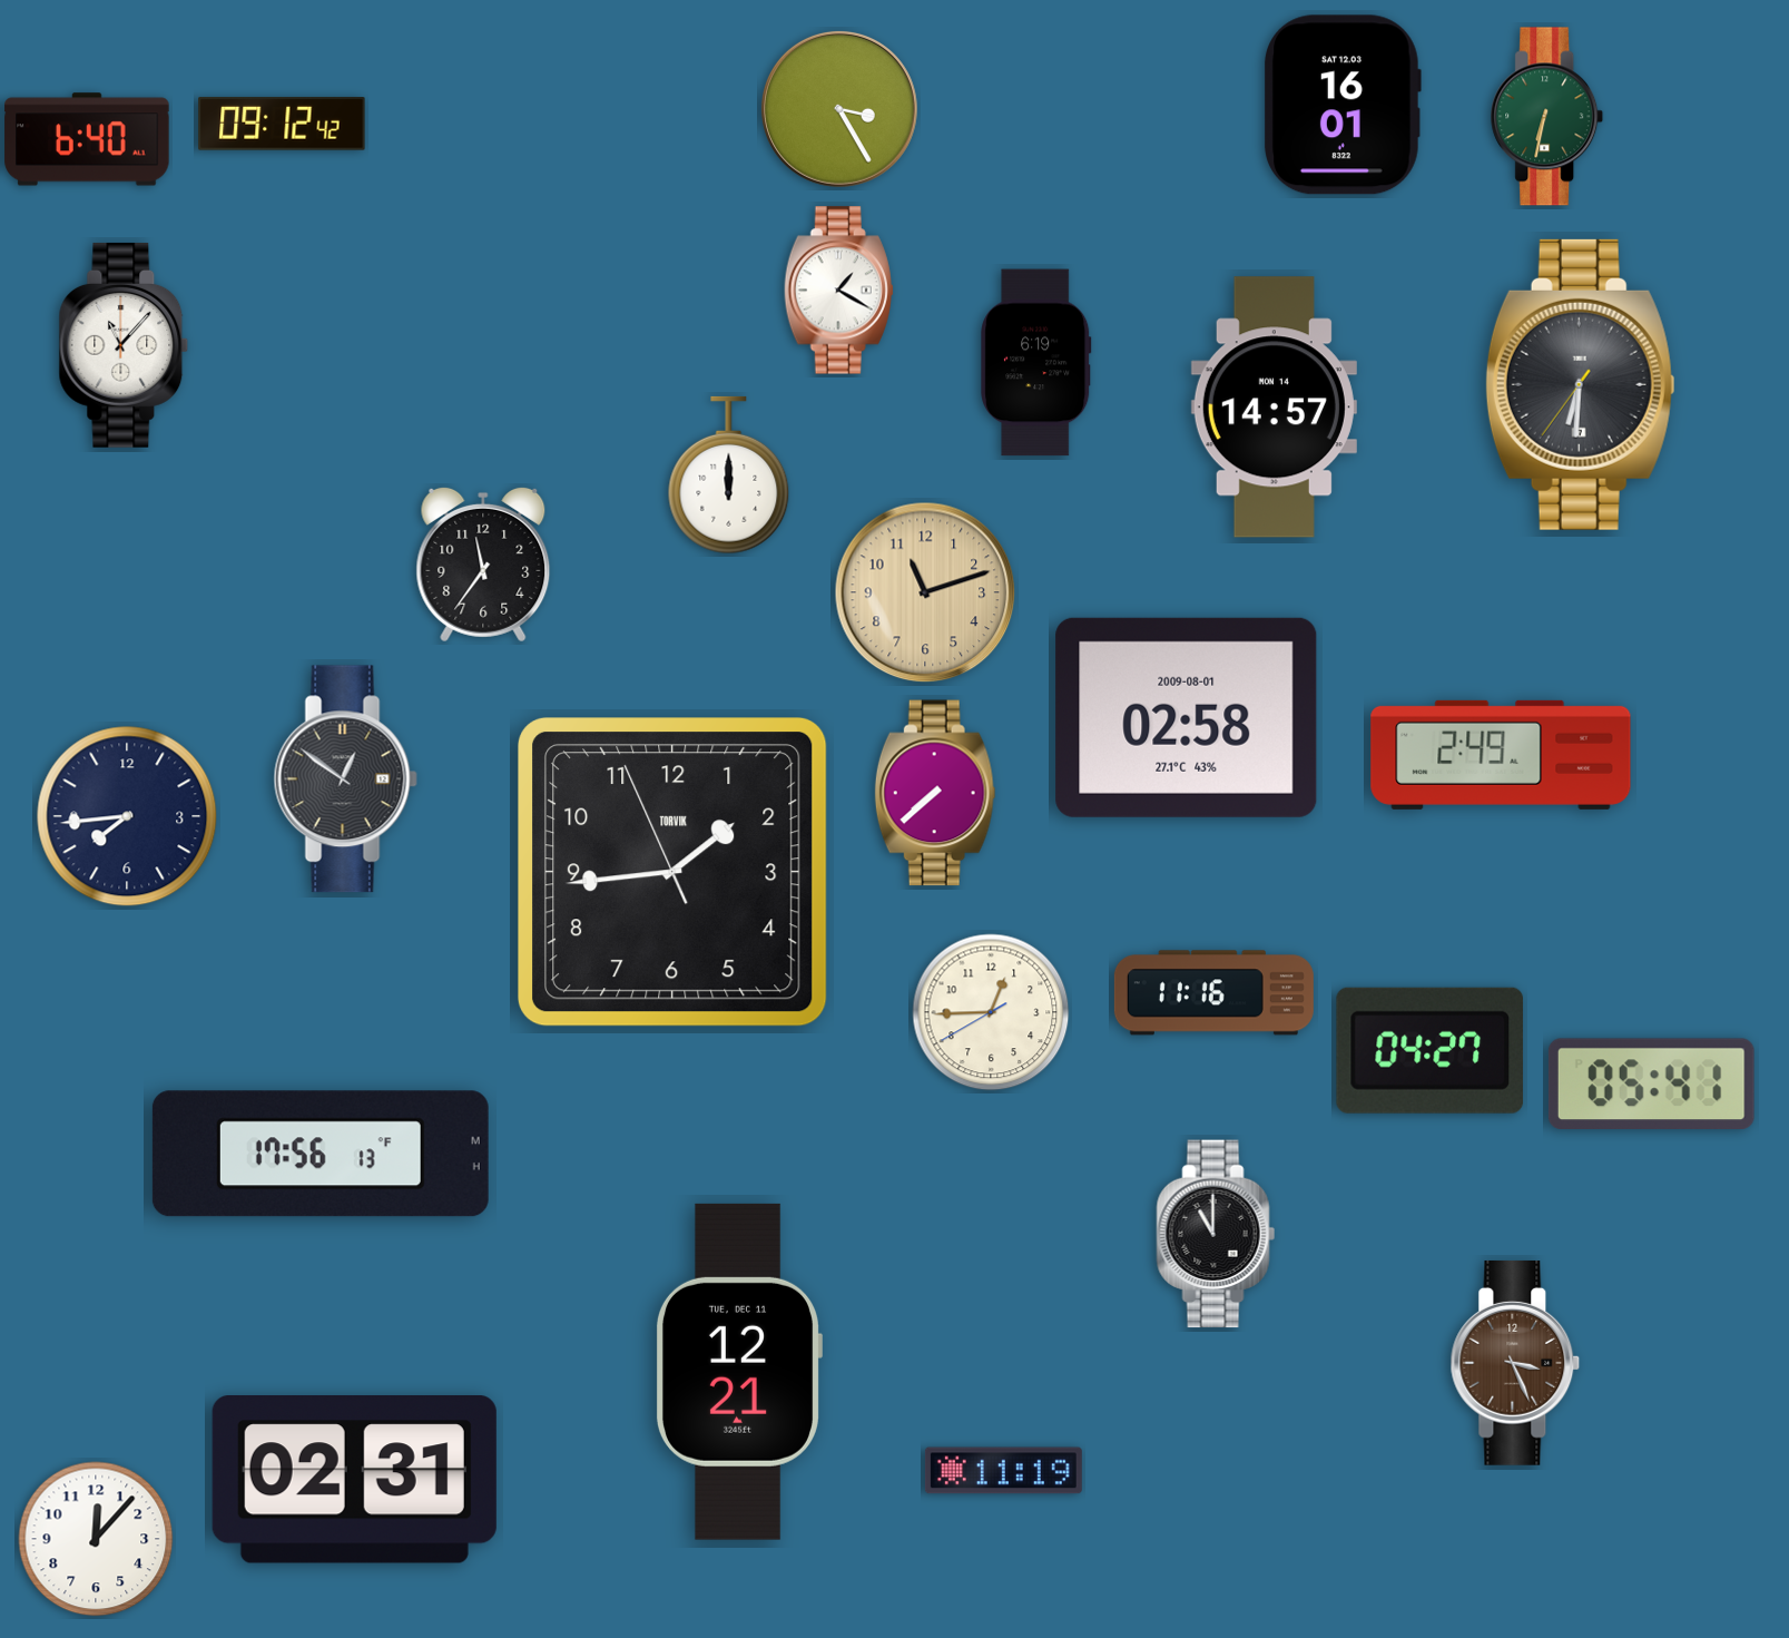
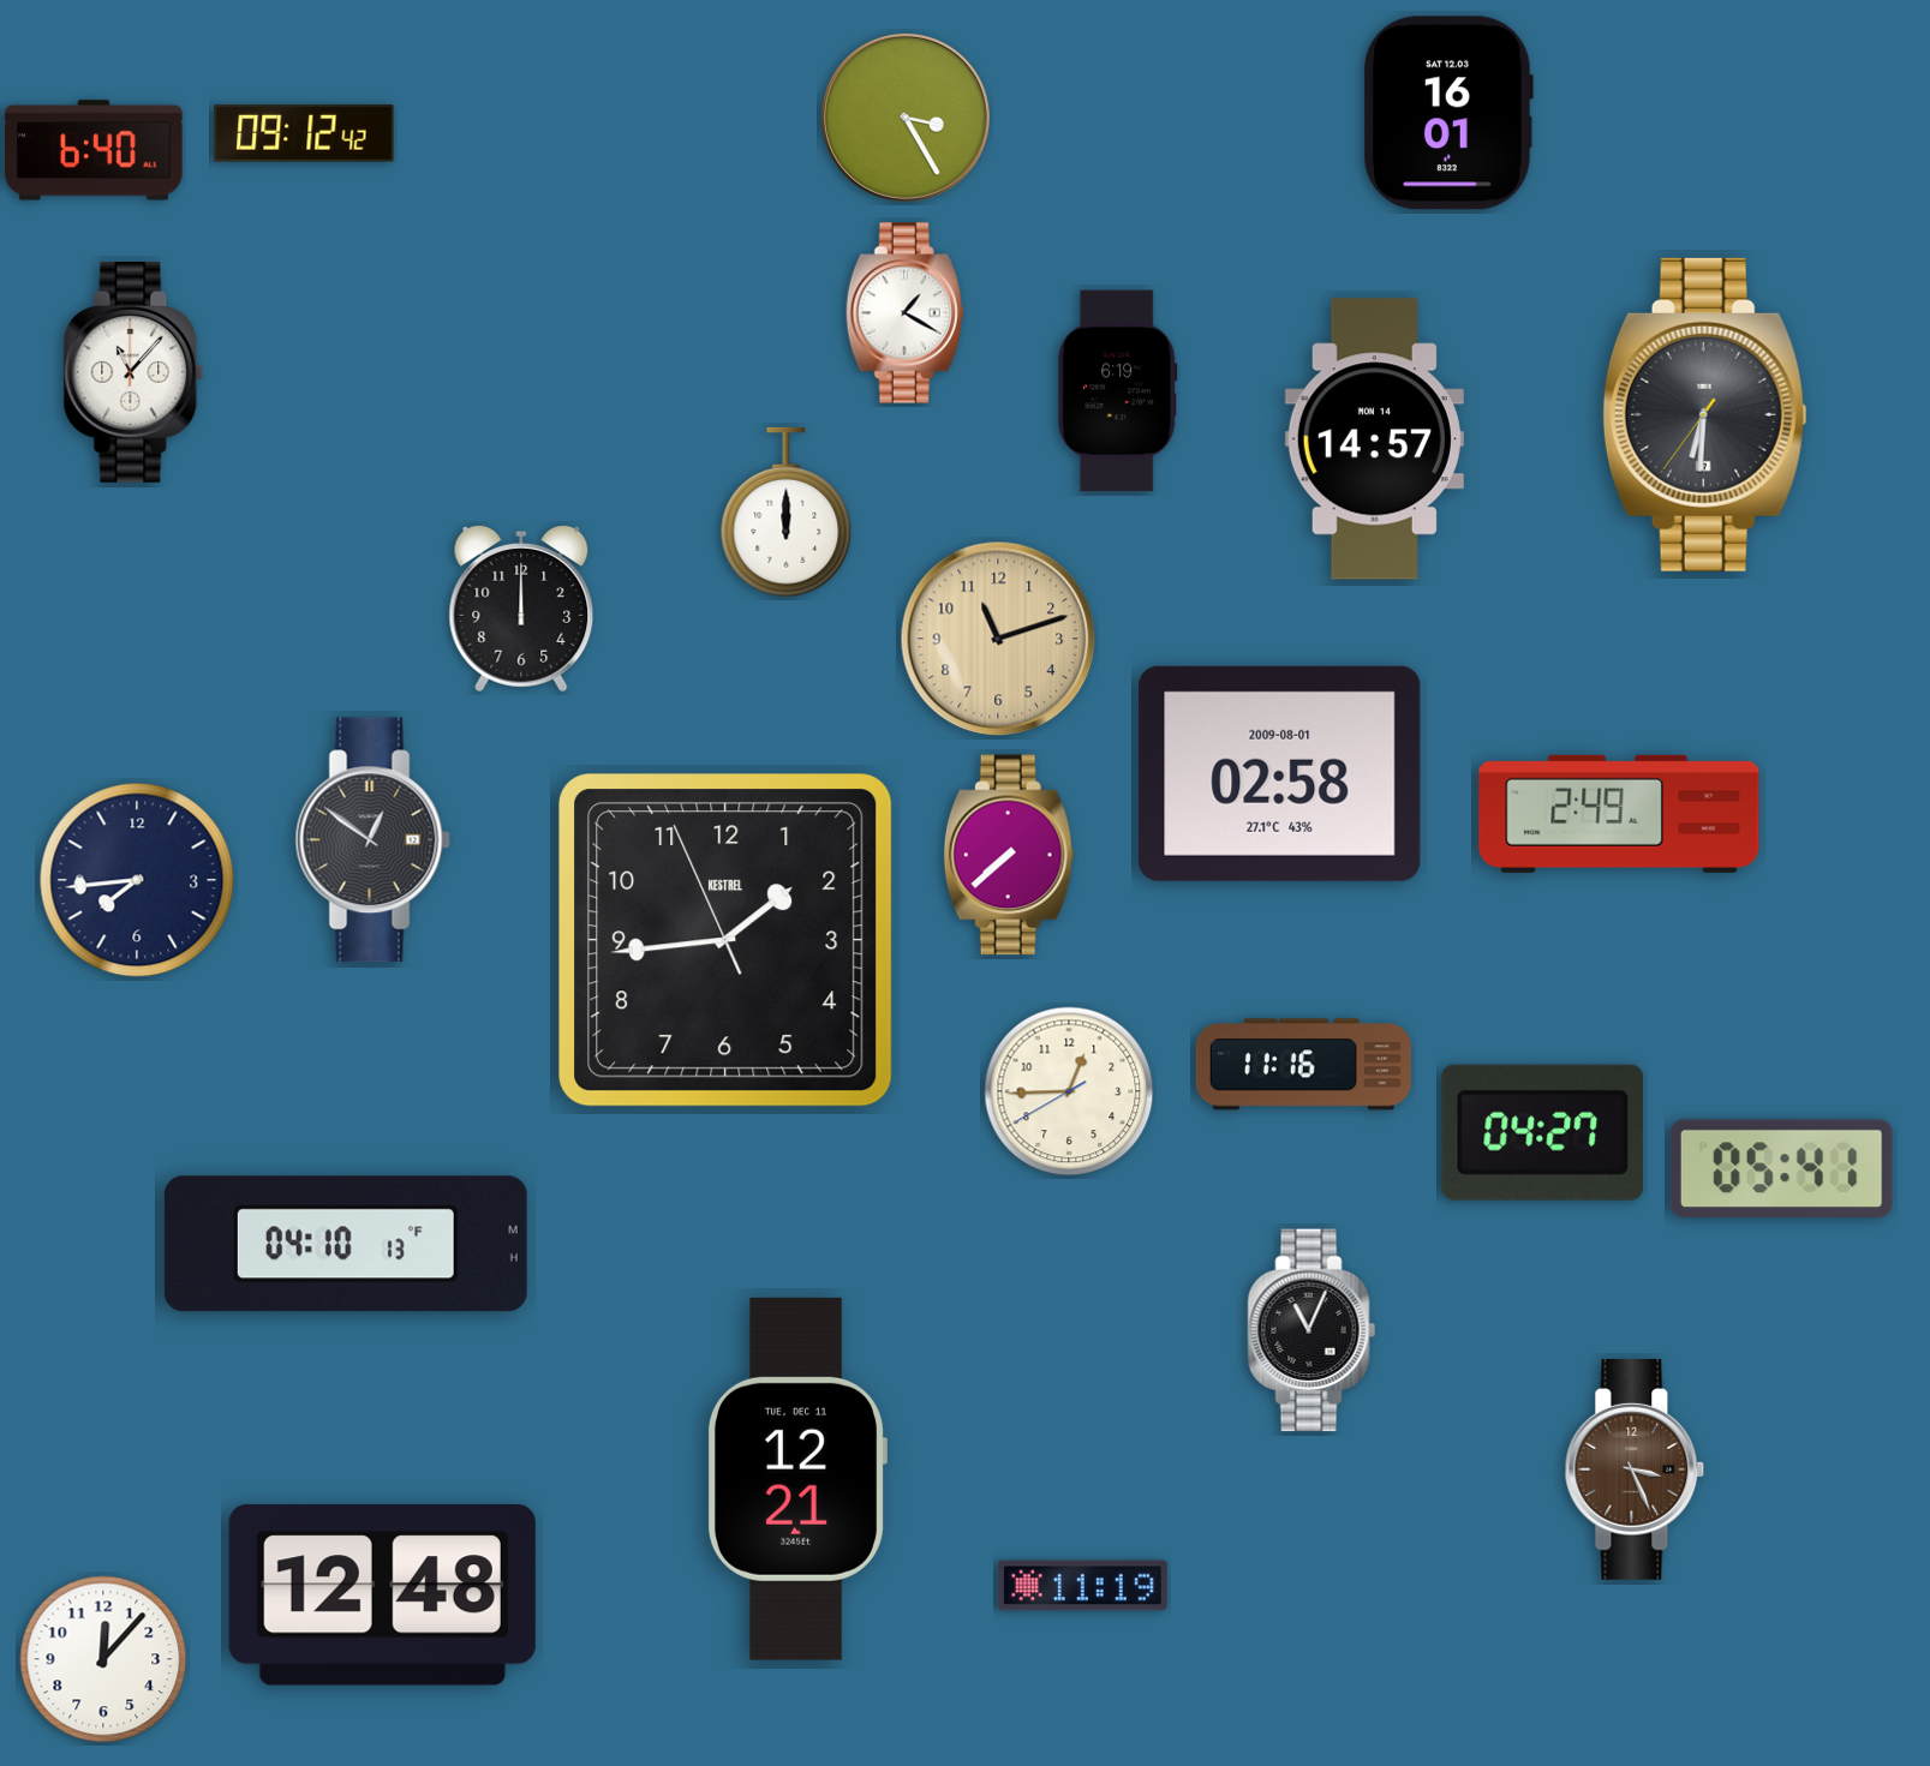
clock at (1547, 117): 6:32 -> none
clock at (483, 565): 11:36 -> 12:00
clock at (674, 873) brand: TORVIK -> KESTREL
clock at (1213, 993) position: (1213, 993) -> (1303, 1065)
clock at (321, 1154): 17:56 -> 04:10
clock at (1216, 1234): 11:00 -> 11:04
clock at (354, 1480): 02:31 -> 12:48
